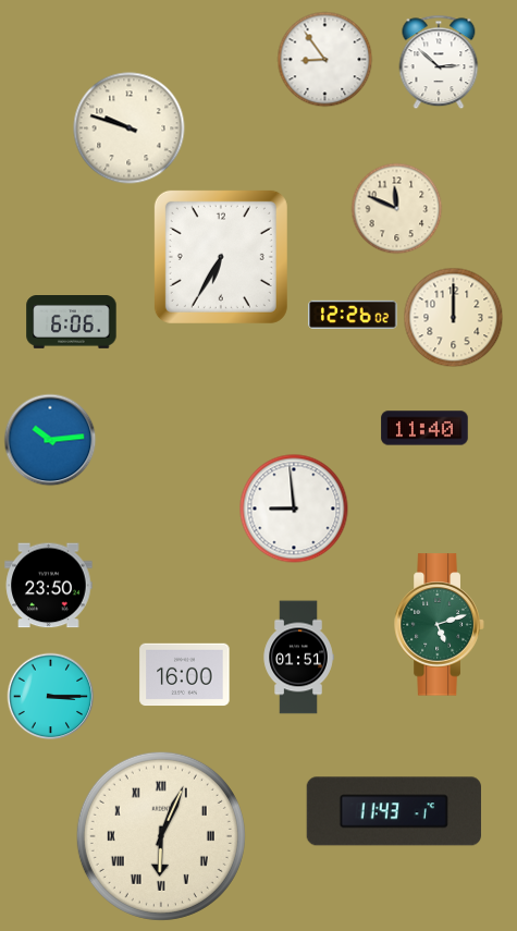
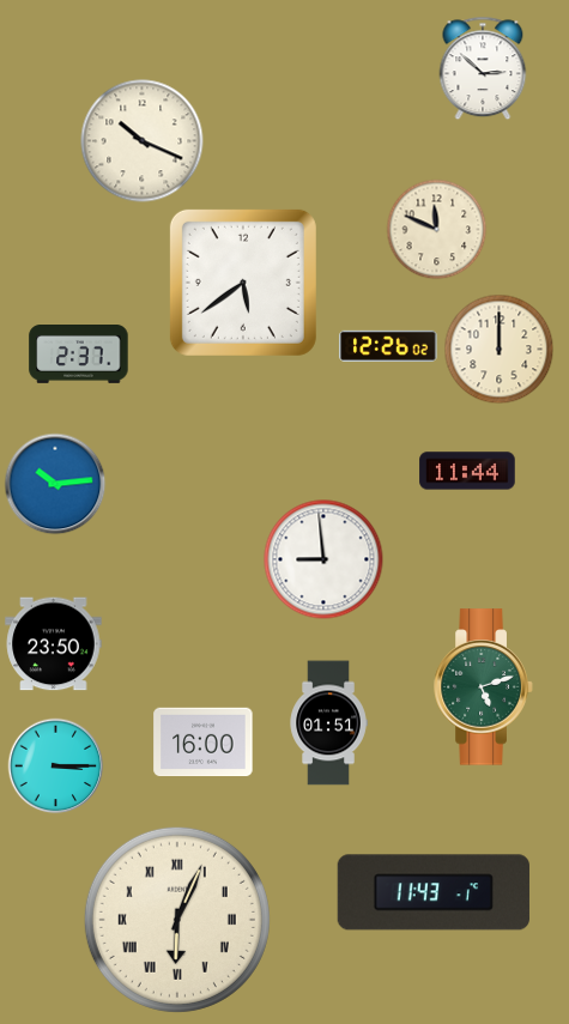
clock at (324, 59): 8:54 -> none
clock at (130, 128): 9:48 -> 10:19
clock at (221, 257): 6:35 -> 5:39
clock at (72, 322): 6:06 -> 2:37
clock at (424, 428): 11:40 -> 11:44
